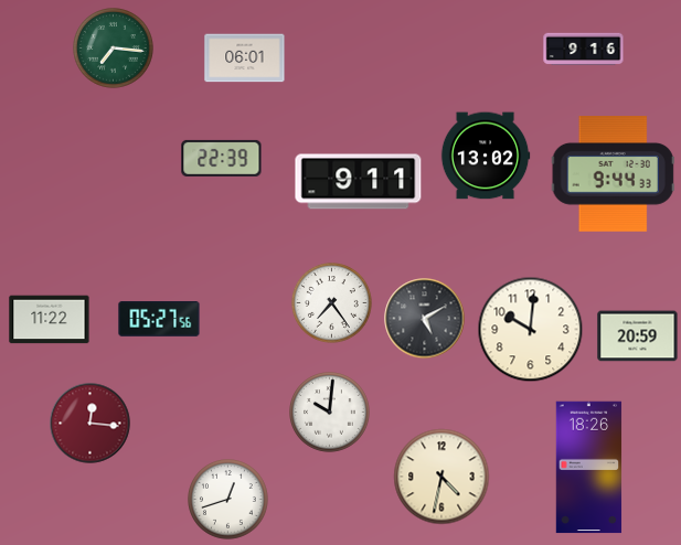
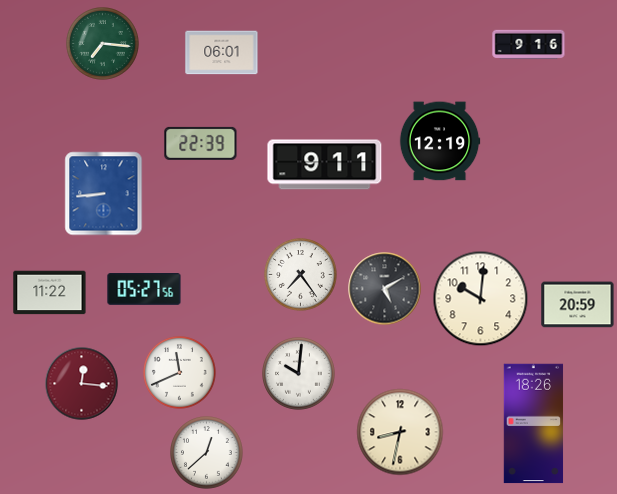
clock at (486, 156): 13:02 -> 12:19
clock at (613, 174): 9:44 -> none
clock at (104, 194): none -> 8:44
clock at (50, 320) position: (50, 320) -> (50, 293)
clock at (180, 373): none -> 11:41
clock at (441, 477): 4:32 -> 8:32
clock at (228, 500): 12:42 -> 12:38
